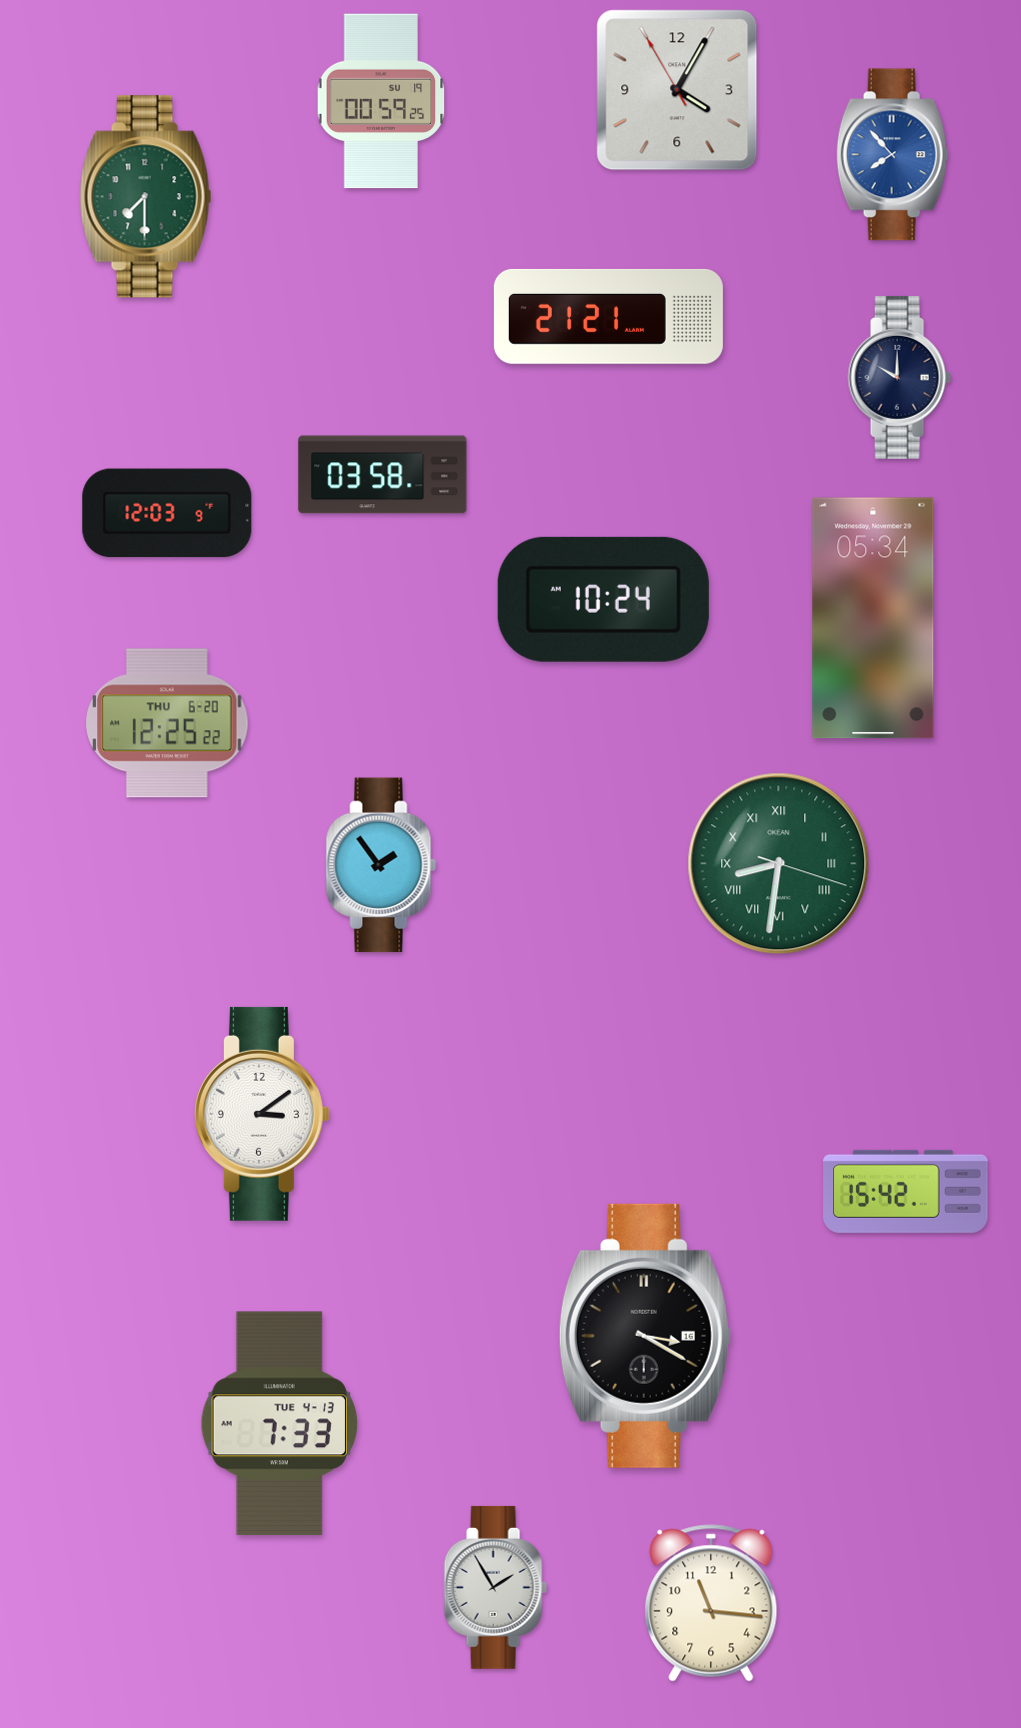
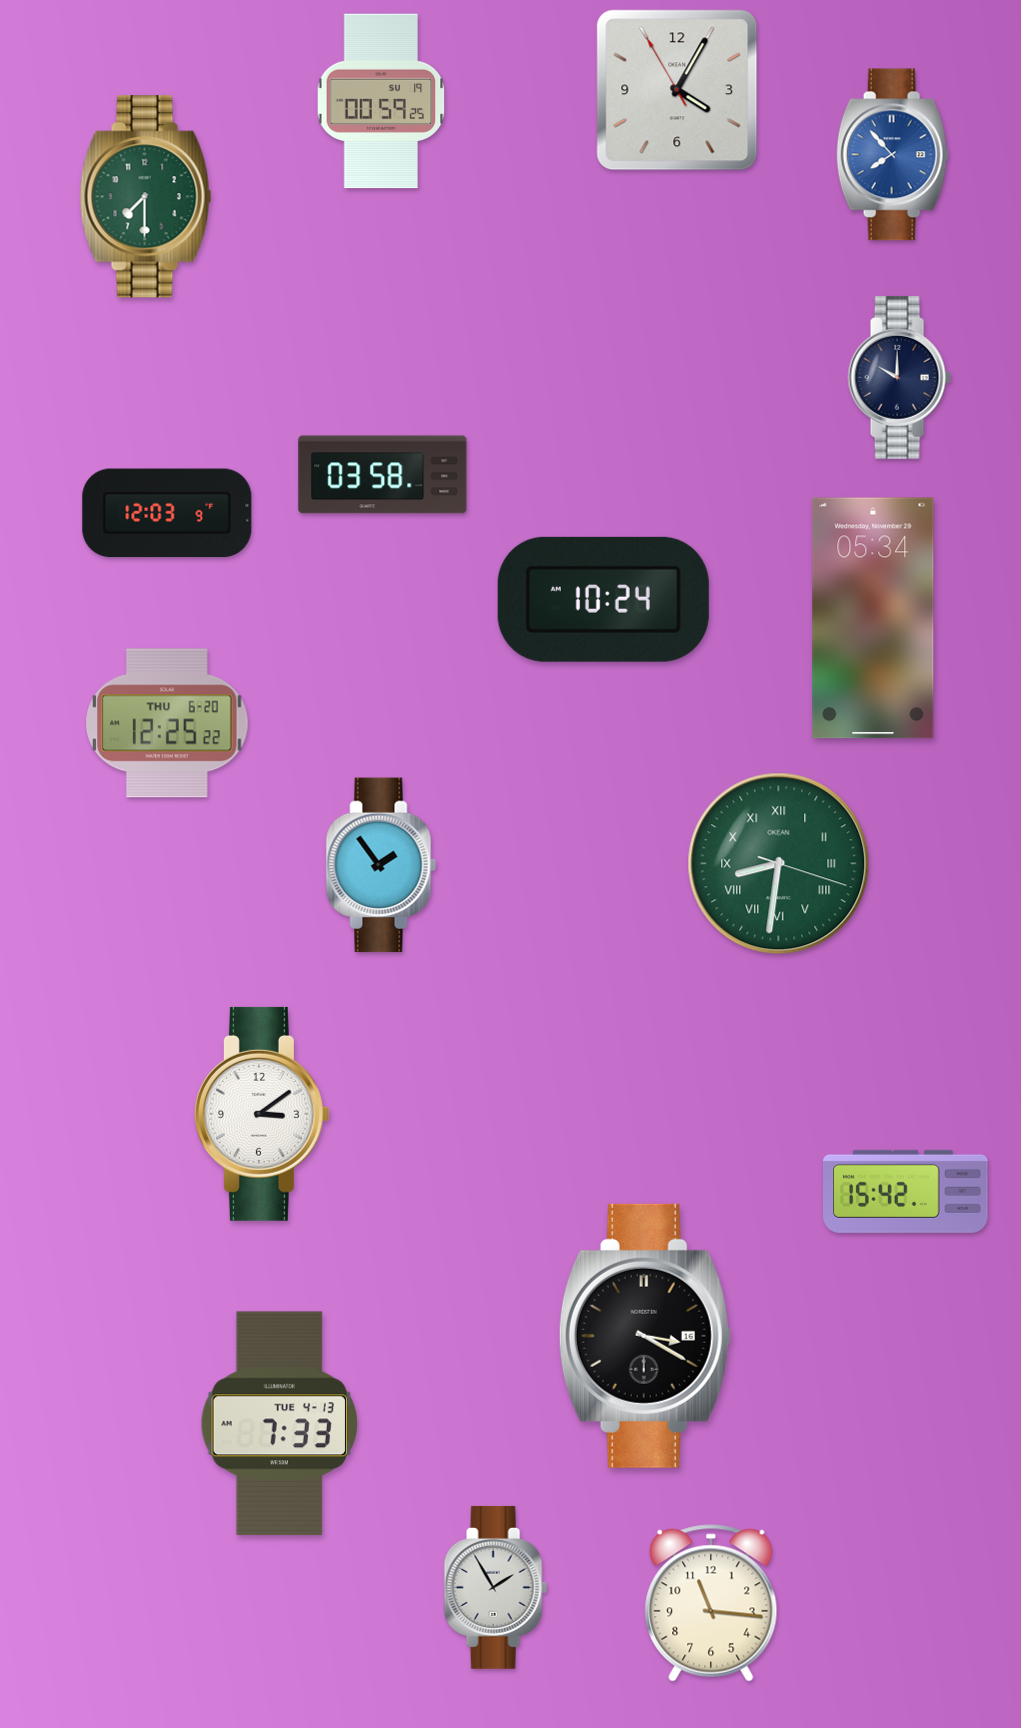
clock at (608, 316): 21:21 -> none
